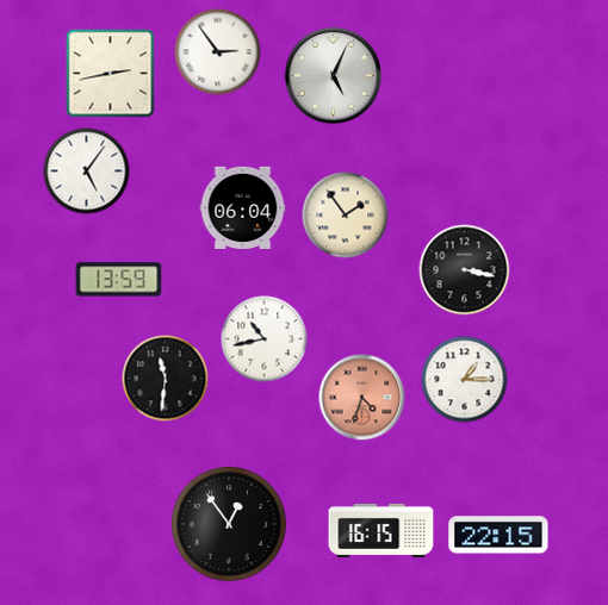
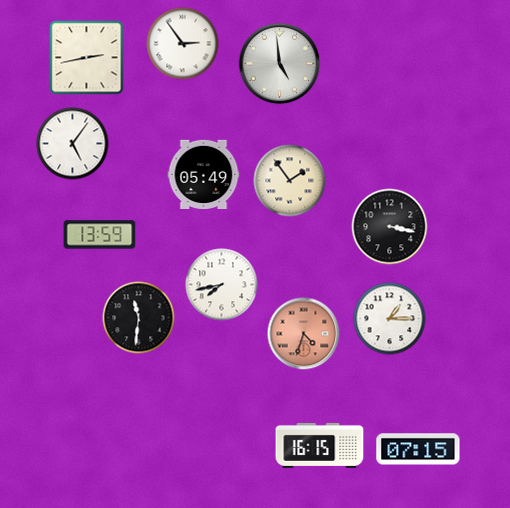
clock at (111, 74) position: (111, 74) -> (87, 58)
clock at (334, 76): 5:04 -> 4:59
clock at (243, 207): 06:04 -> 05:49
clock at (265, 339): 10:43 -> 7:43
clock at (230, 525): 12:54 -> none
clock at (498, 535): 22:15 -> 07:15
